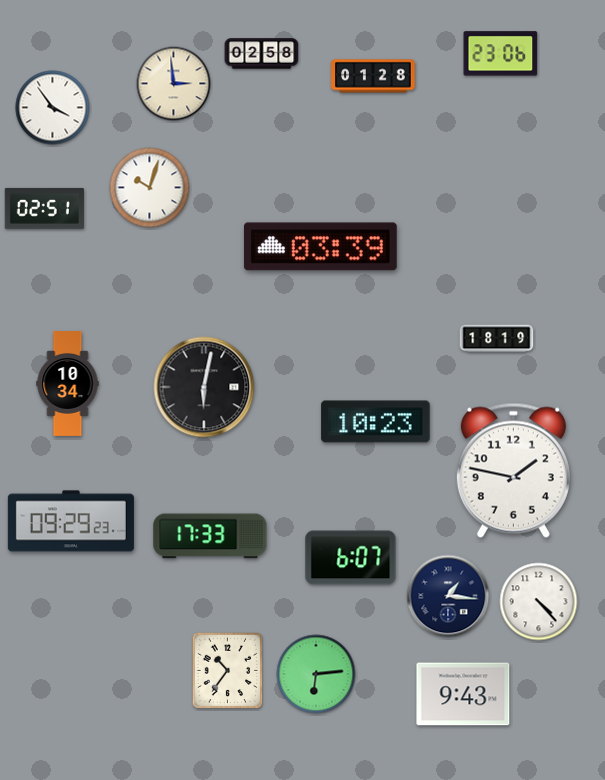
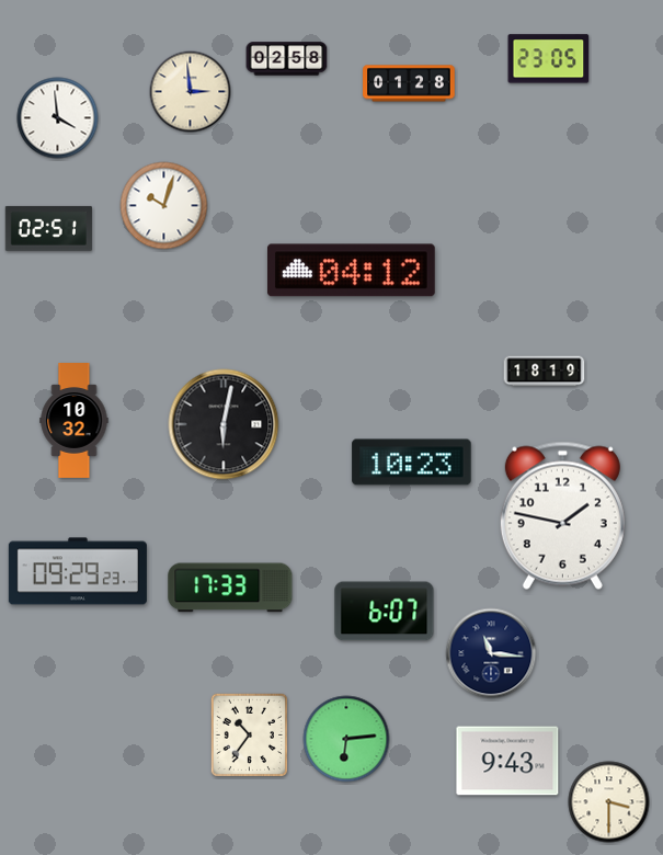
clock at (501, 54): 23:06 -> 23:05
clock at (53, 108): 3:54 -> 3:59
clock at (321, 247): 03:39 -> 04:12
clock at (68, 384): 10:34 -> 10:32
clock at (448, 596): 1:16 -> 11:16
clock at (539, 602): 4:23 -> none
clock at (609, 802): none -> 3:30
